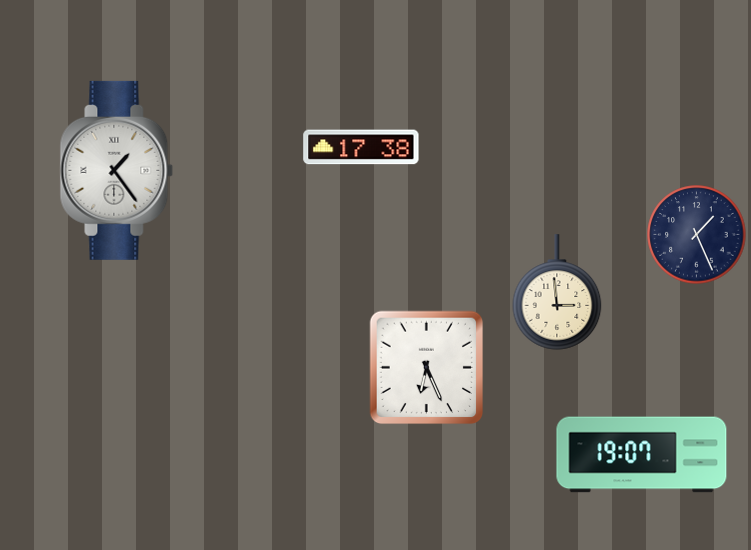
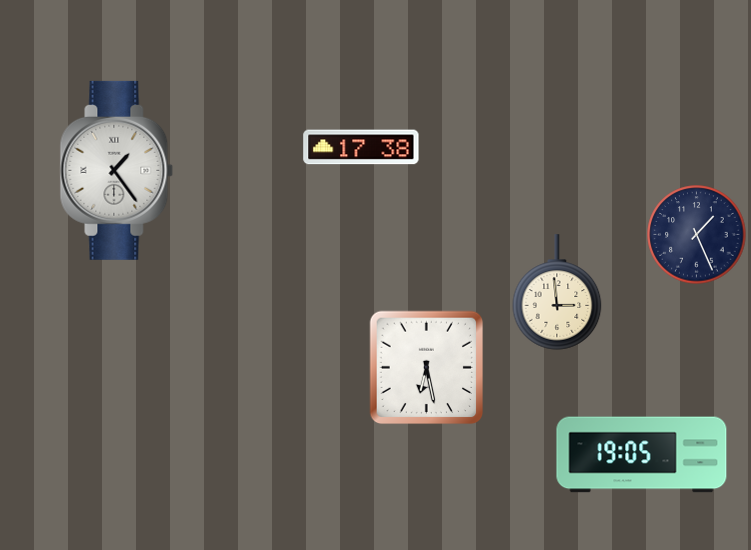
clock at (427, 368): 6:26 -> 6:28
clock at (642, 455): 19:07 -> 19:05
